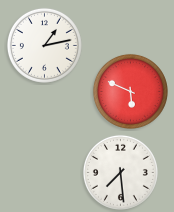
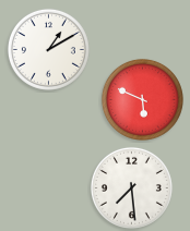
clock at (44, 45): 1:13 -> 1:10
